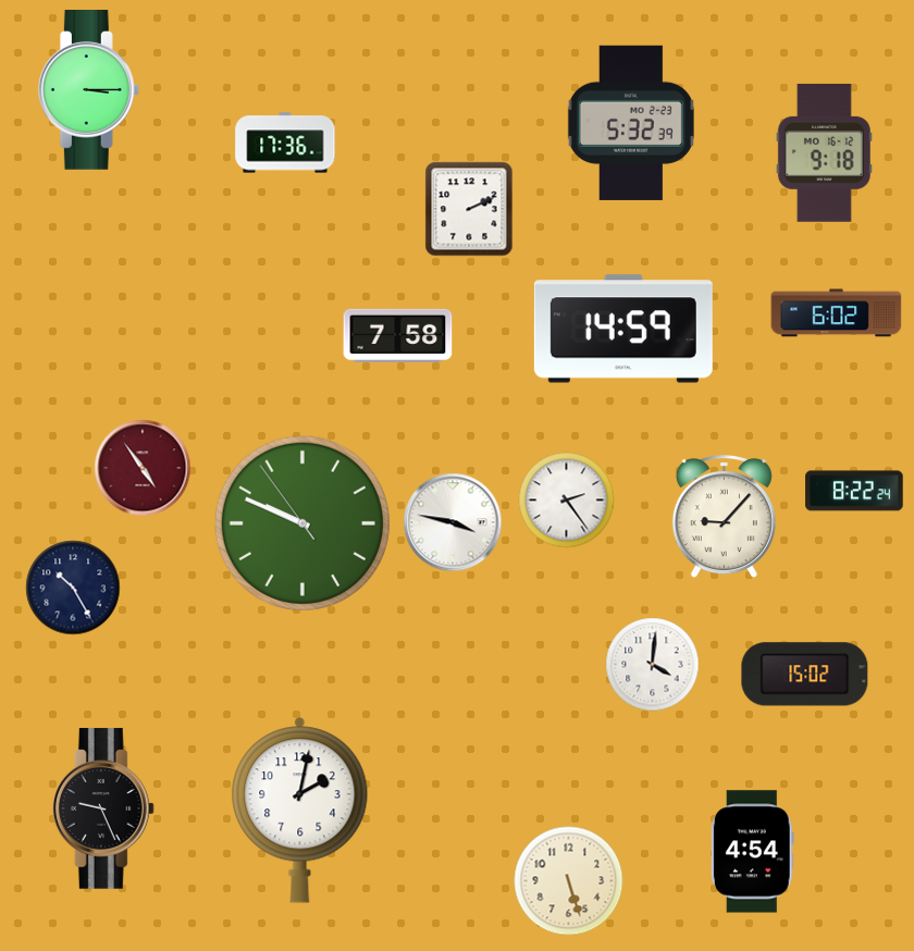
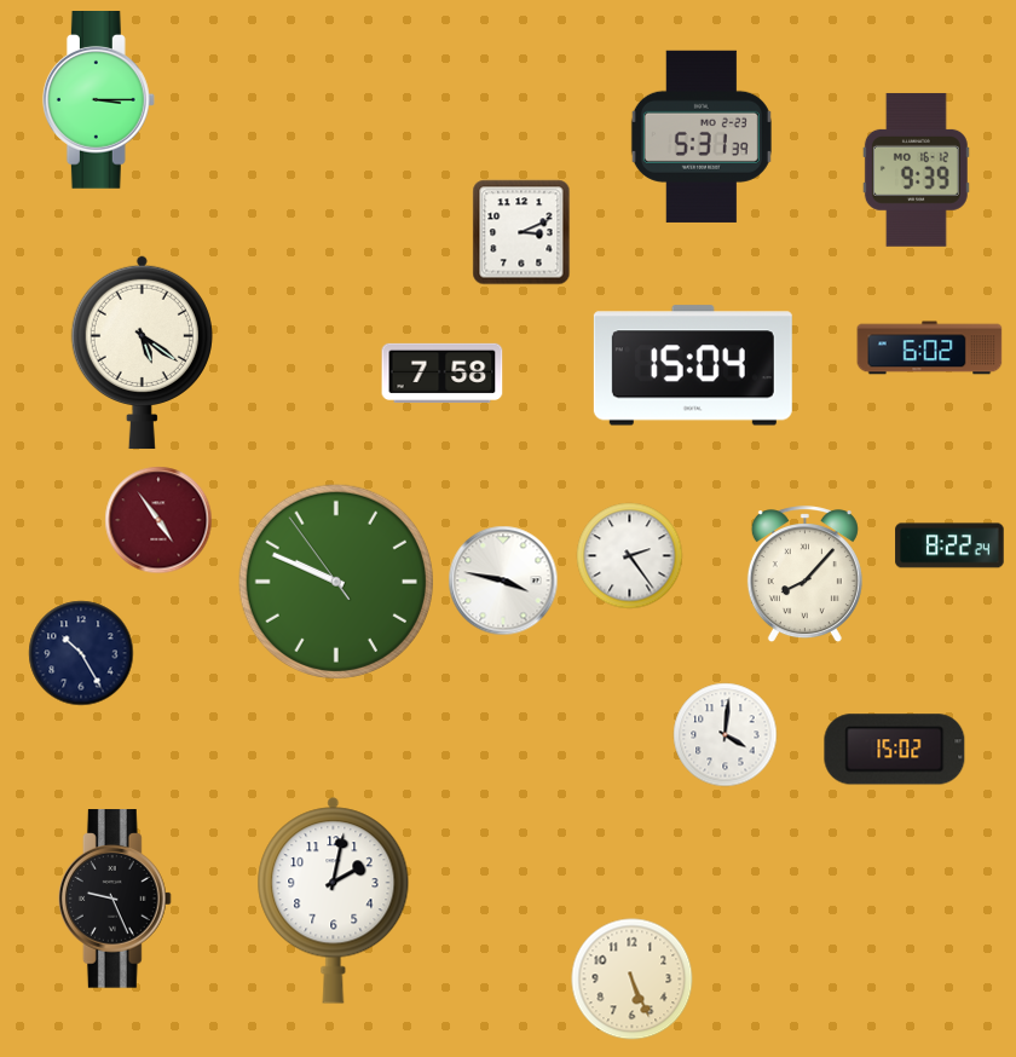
clock at (631, 123): 5:32 -> 5:31
clock at (285, 143): 17:36 -> none
clock at (824, 152): 9:18 -> 9:39
clock at (469, 209): 2:11 -> 3:11
clock at (142, 352): none -> 5:21
clock at (623, 329): 14:59 -> 15:04
clock at (724, 517): 9:07 -> 8:07
clock at (653, 665) position: (653, 665) -> (726, 735)
clock at (752, 852): 4:54 -> none
clock at (569, 881): 5:27 -> 5:26
